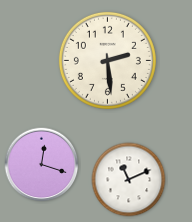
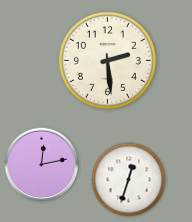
clock at (42, 165): 12:18 -> 12:13
clock at (129, 180): 11:11 -> 12:33
